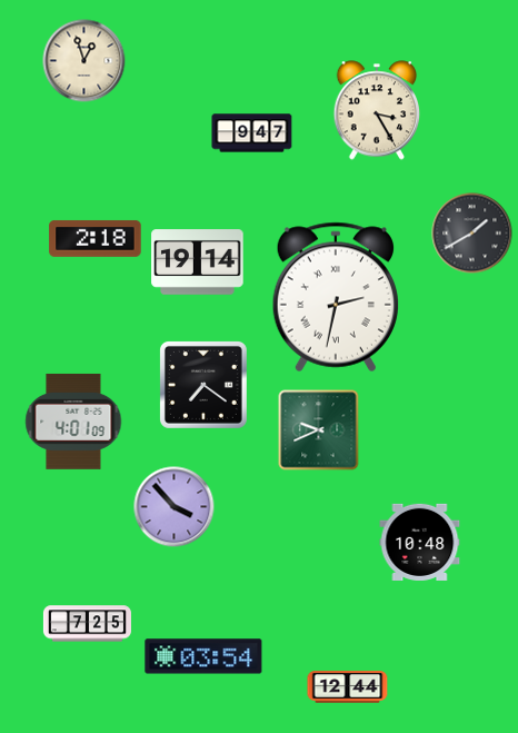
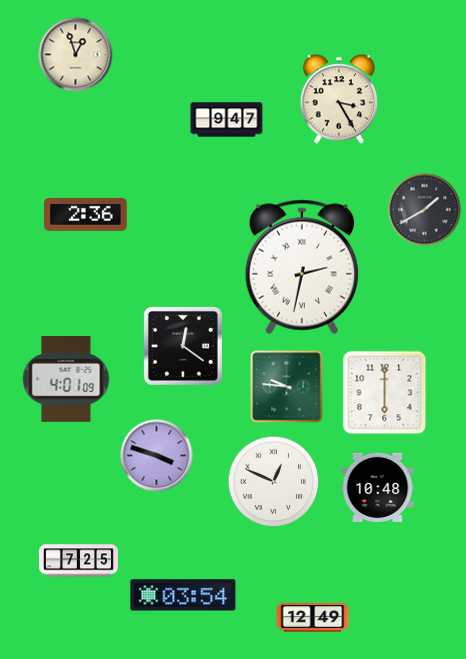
clock at (96, 238): 2:18 -> 2:36
clock at (198, 263): 19:14 -> none
clock at (203, 385): 7:21 -> 12:21
clock at (319, 430): 9:41 -> 9:46
clock at (385, 393): none -> 6:00
clock at (175, 507): 3:53 -> 3:48
clock at (274, 482): none -> 12:49
clock at (203, 656) position: (203, 656) -> (183, 595)
clock at (348, 687): 12:44 -> 12:49
